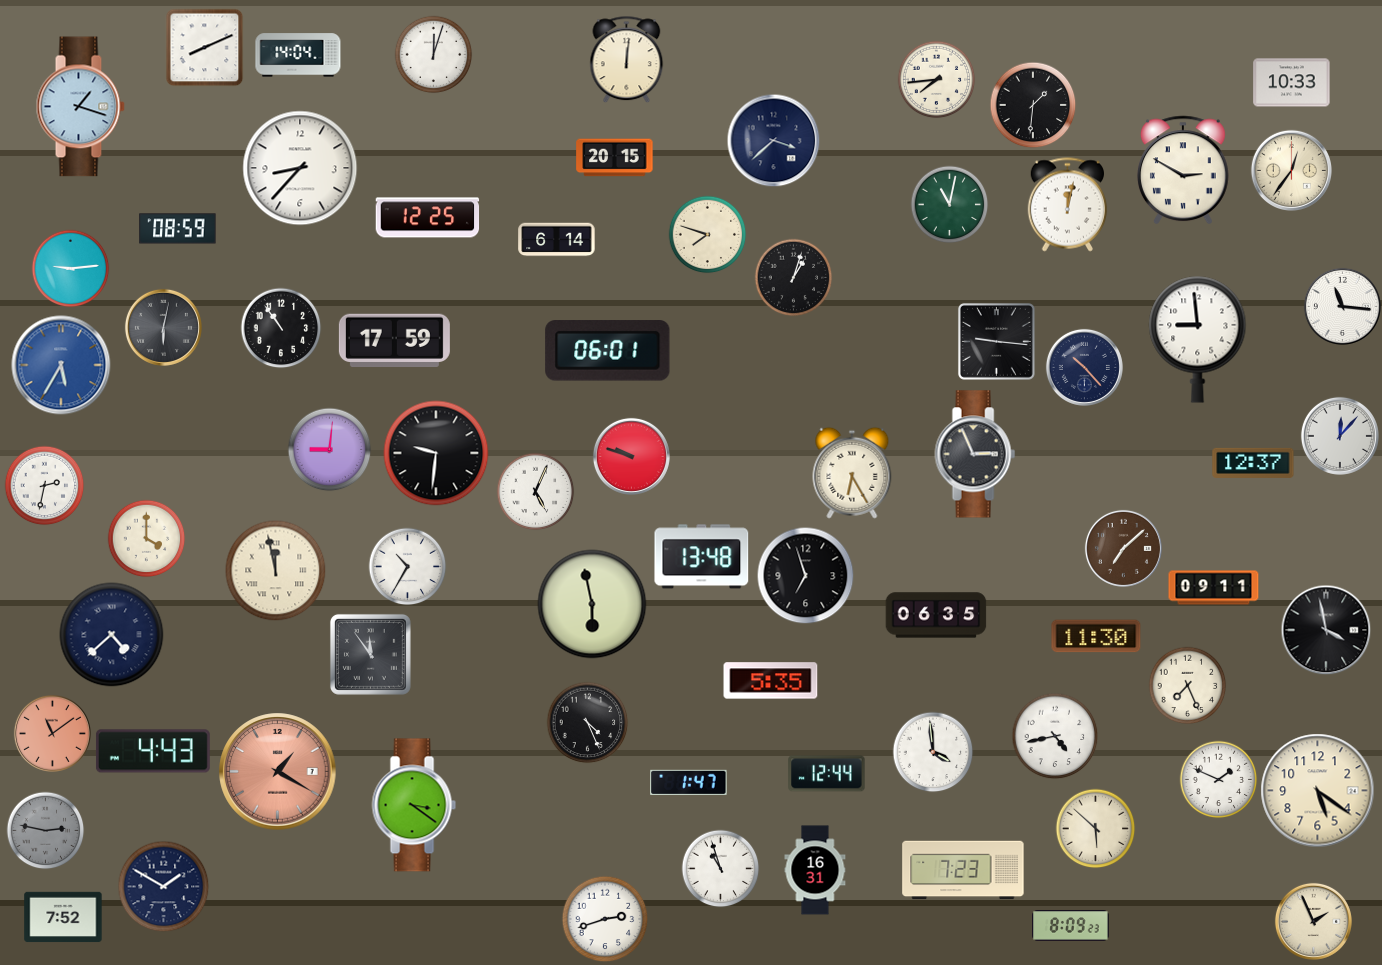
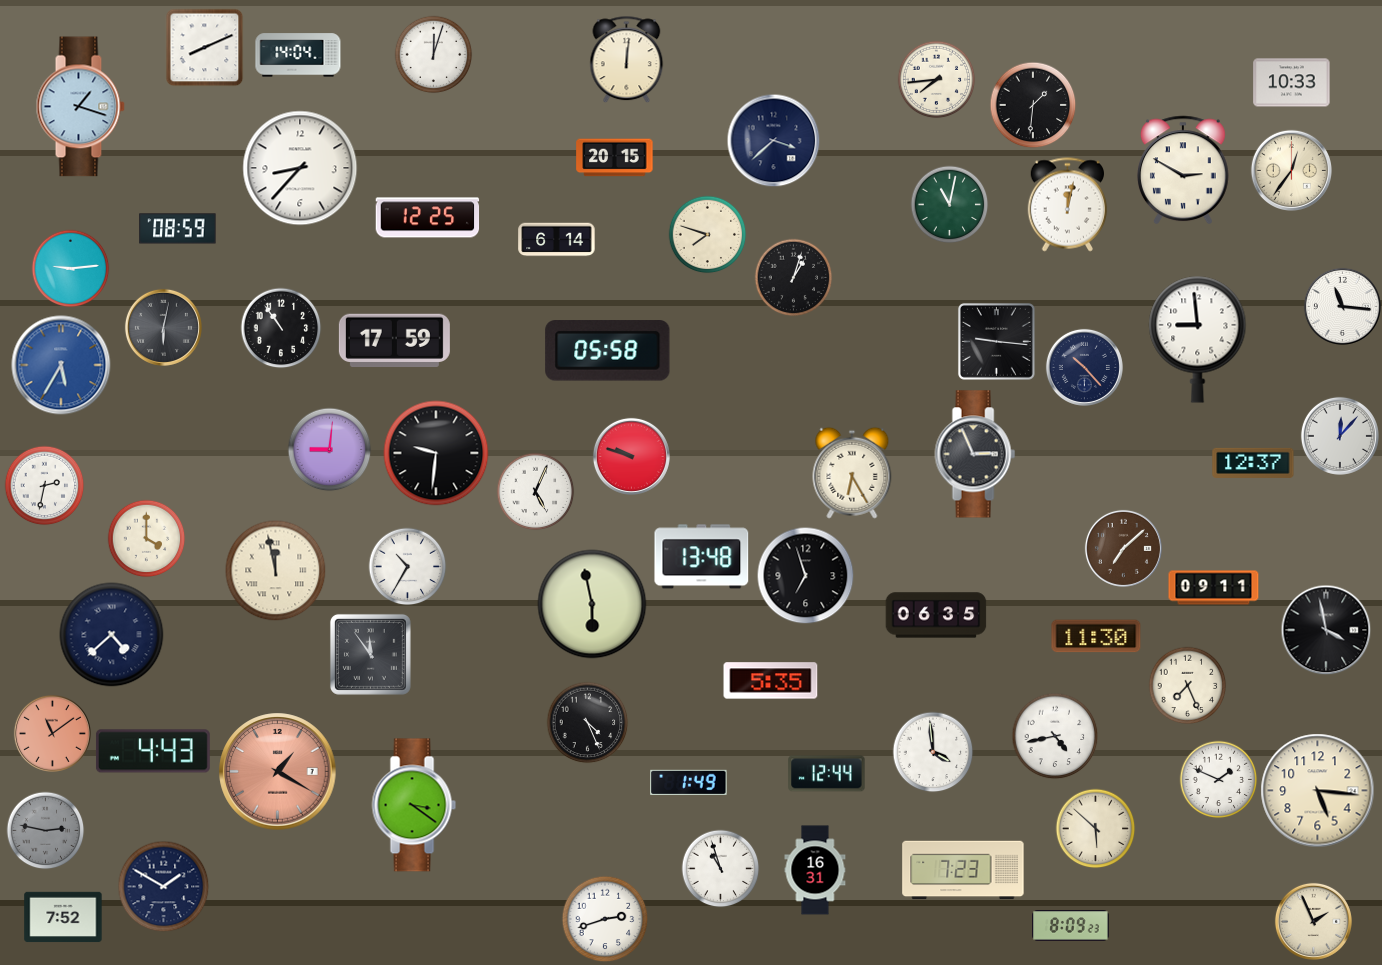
clock at (608, 351): 06:01 -> 05:58
clock at (689, 782): 1:47 -> 1:49
clock at (1318, 791): 5:21 -> 5:16
